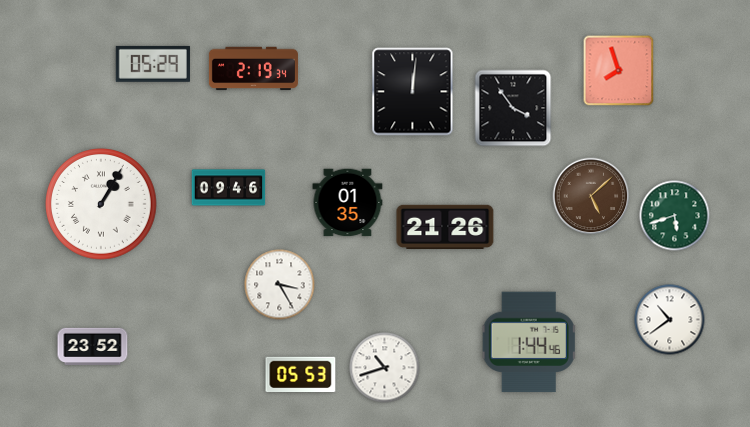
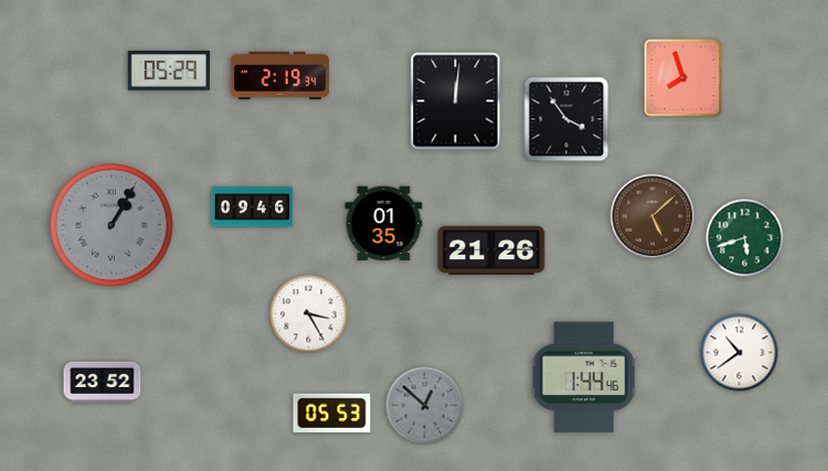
clock at (102, 205) dial: white -> grey
clock at (385, 368): 10:42 -> 12:52
clock at (385, 368) dial: white -> grey
